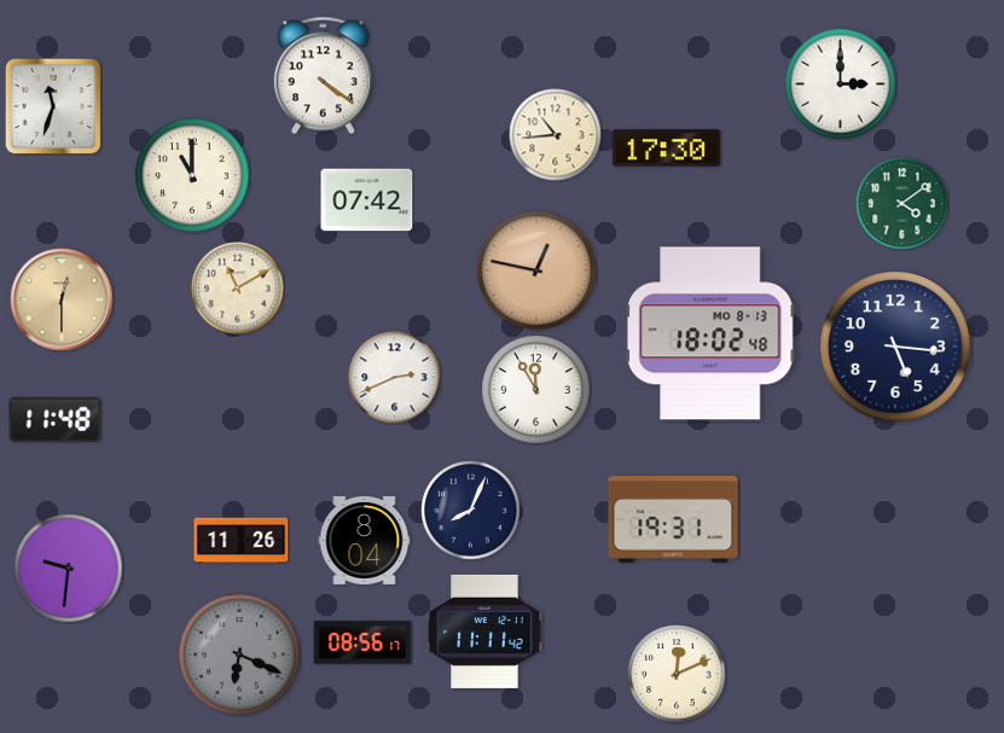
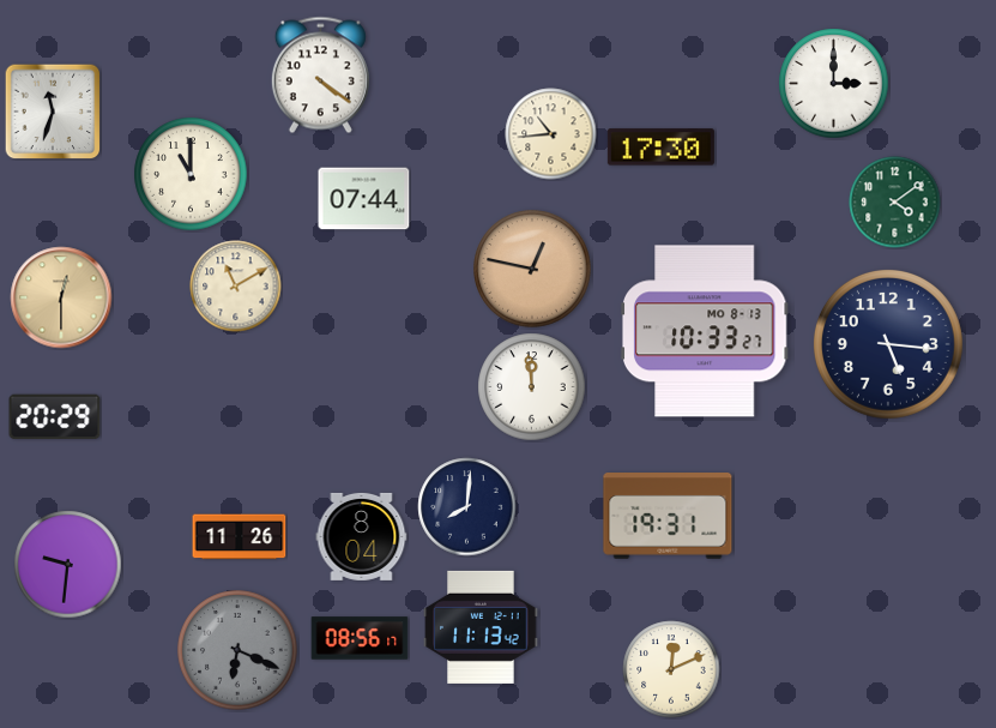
clock at (53, 106) position: (53, 106) -> (53, 112)
clock at (367, 200): 07:42 -> 07:44
clock at (710, 333): 18:02 -> 10:33
clock at (395, 378): 2:41 -> none
clock at (536, 390): 11:55 -> 11:59
clock at (56, 420): 11:48 -> 20:29
clock at (471, 511): 8:04 -> 8:01
clock at (484, 632): 11:11 -> 11:13
